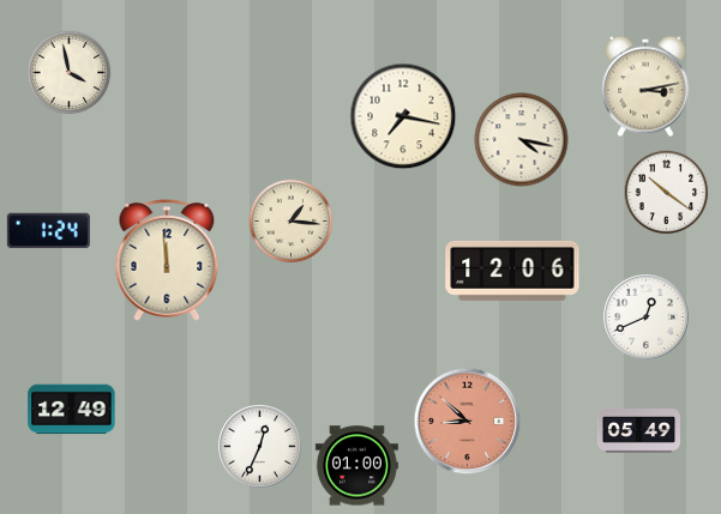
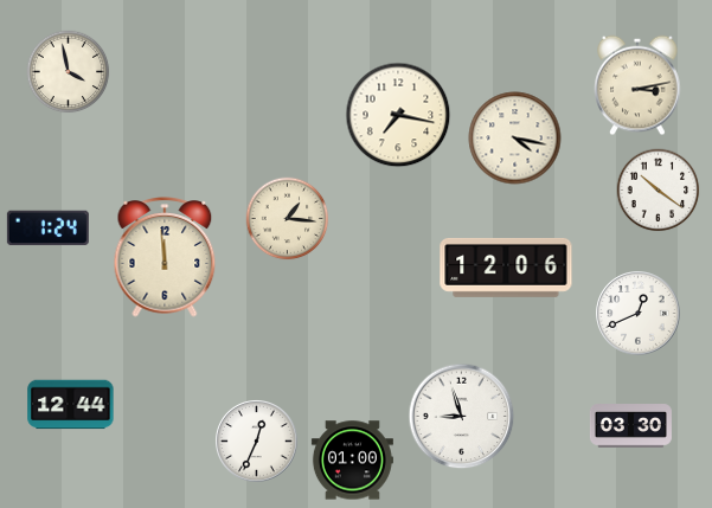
clock at (72, 410): 12:49 -> 12:44
clock at (468, 422): 8:52 -> 8:57
clock at (468, 422) dial: salmon -> white
clock at (638, 431): 05:49 -> 03:30
